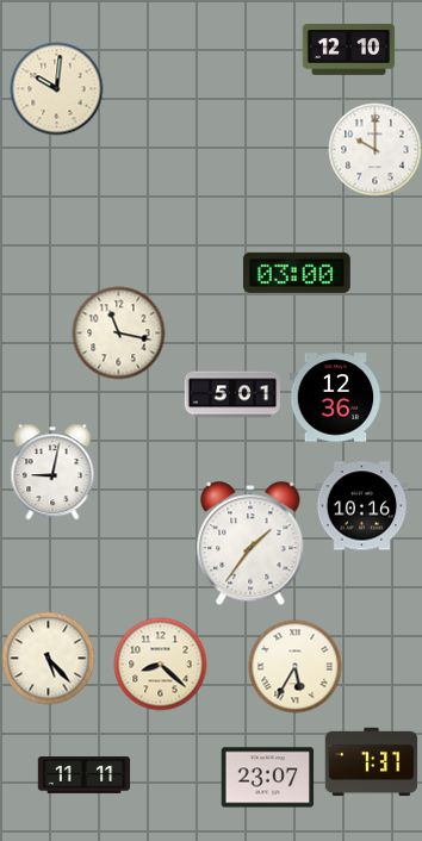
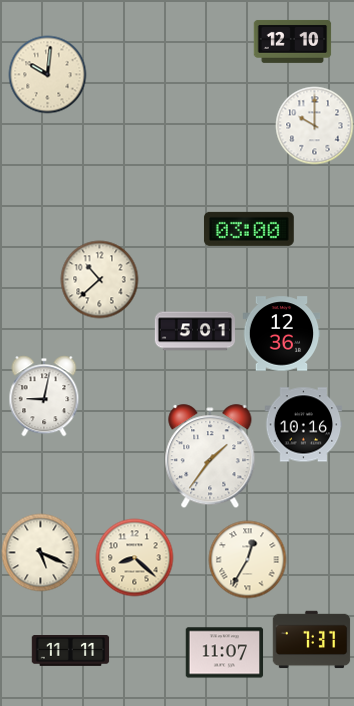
clock at (118, 332): 11:17 -> 10:38
clock at (48, 658): 5:23 -> 5:19
clock at (294, 666): 5:35 -> 12:35
clock at (267, 778): 23:07 -> 11:07
